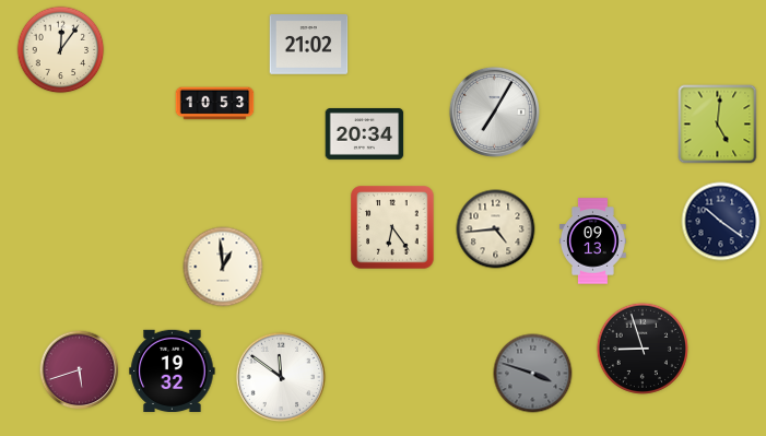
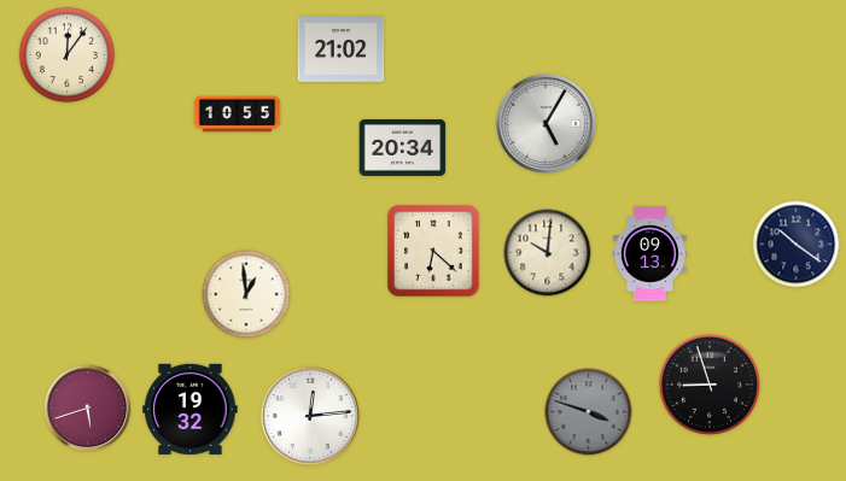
clock at (215, 104): 10:53 -> 10:55
clock at (494, 111): 7:05 -> 5:05
clock at (718, 125): 5:01 -> none
clock at (392, 227): 6:24 -> 6:22
clock at (496, 229): 4:44 -> 10:01
clock at (592, 241) position: (592, 241) -> (649, 254)
clock at (281, 377): 11:51 -> 12:14
